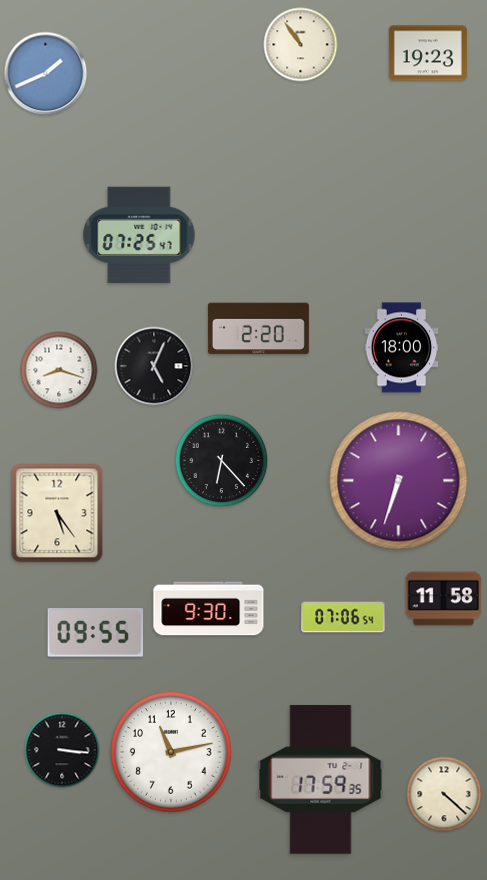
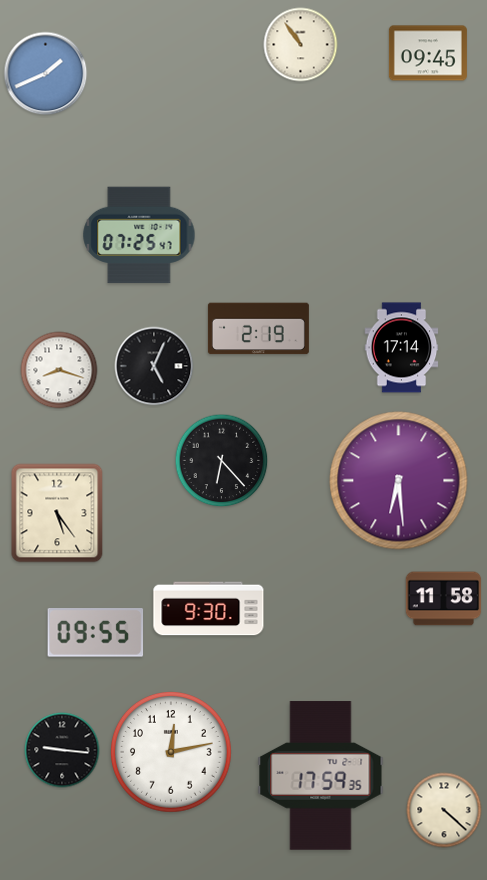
clock at (428, 53): 19:23 -> 09:45
clock at (258, 329): 2:20 -> 2:19
clock at (402, 348): 18:00 -> 17:14
clock at (399, 481): 6:33 -> 6:29
clock at (343, 617): 07:06 -> none
clock at (62, 750): 3:16 -> 9:16
clock at (172, 753): 11:13 -> 12:13
clock at (321, 780) position: (321, 780) -> (321, 776)
clock at (444, 794) position: (444, 794) -> (444, 810)
